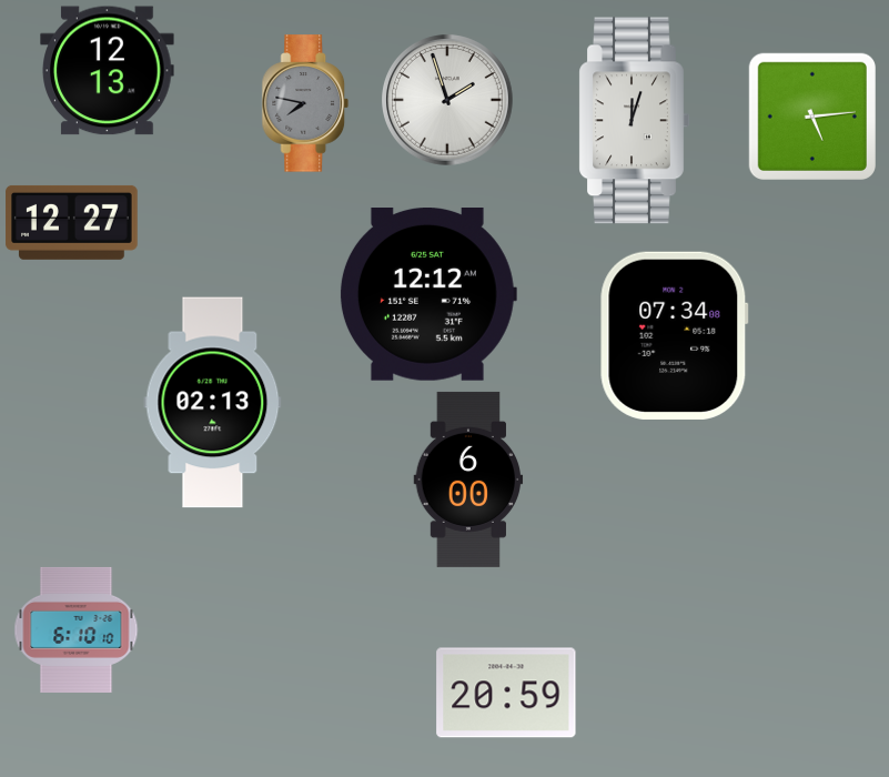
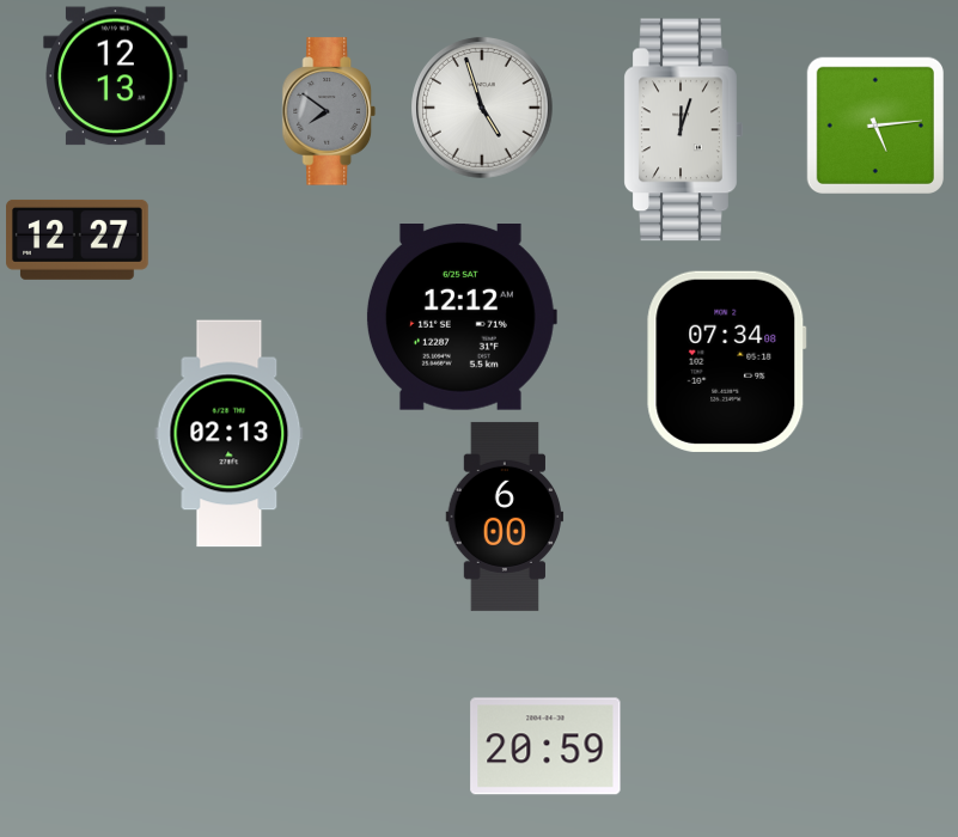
clock at (448, 101): 1:57 -> 4:57
clock at (305, 103): 7:47 -> 7:51
clock at (77, 629): 6:10 -> none
